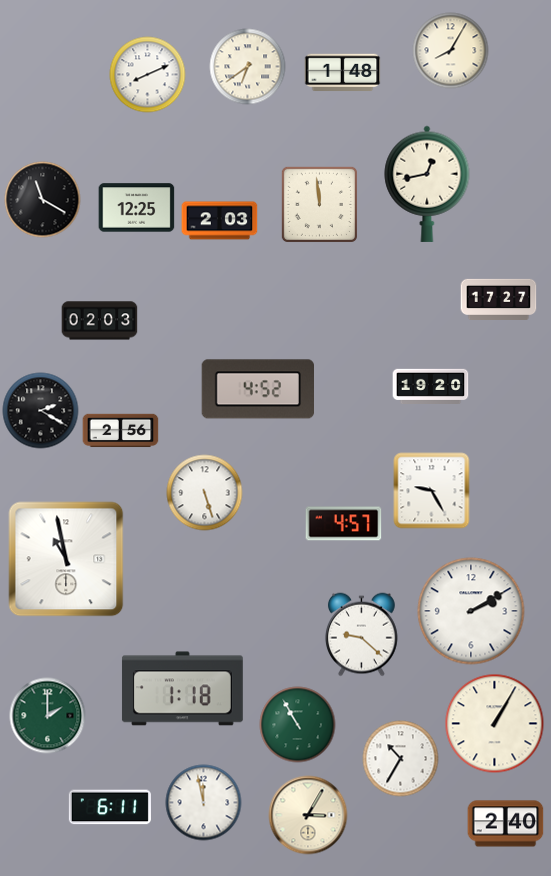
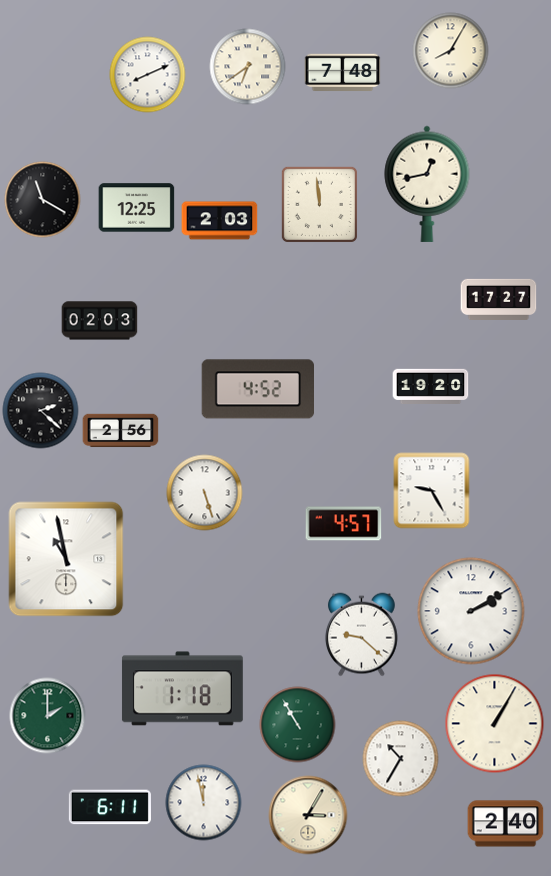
clock at (343, 73): 1:48 -> 7:48
clock at (41, 411): 2:20 -> 2:22
